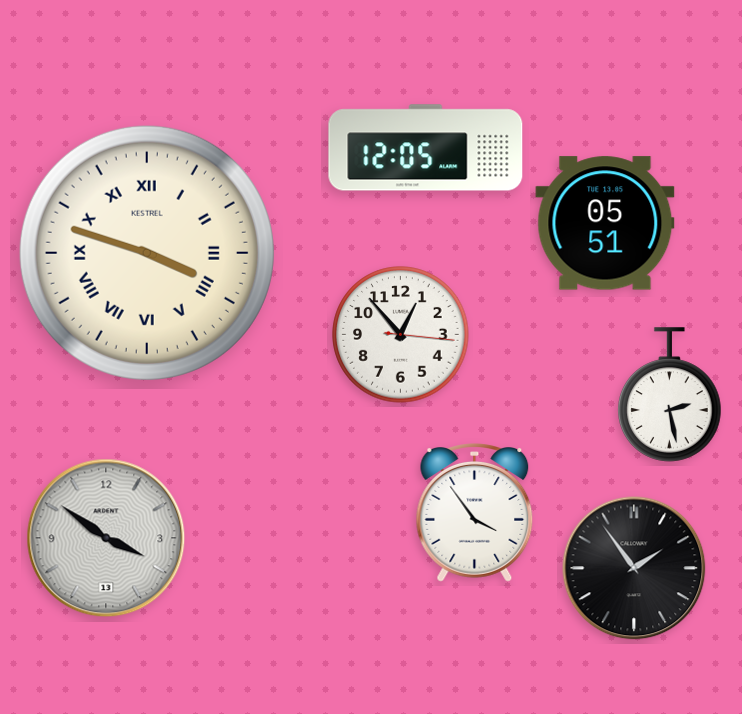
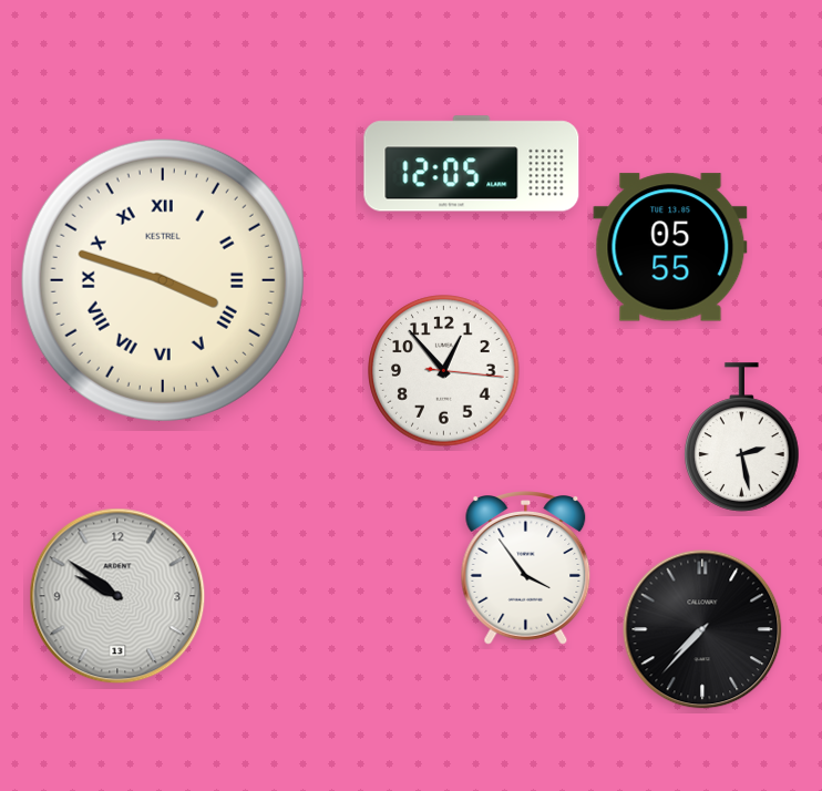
clock at (605, 223): 05:51 -> 05:55
clock at (106, 538): 3:51 -> 9:51
clock at (634, 568): 1:54 -> 7:37
